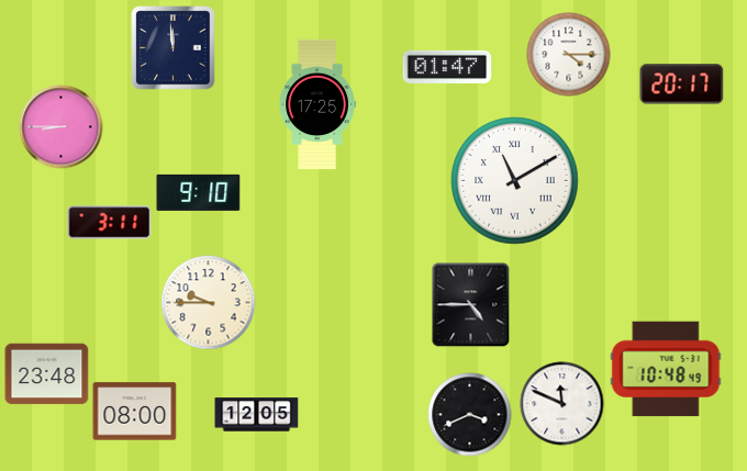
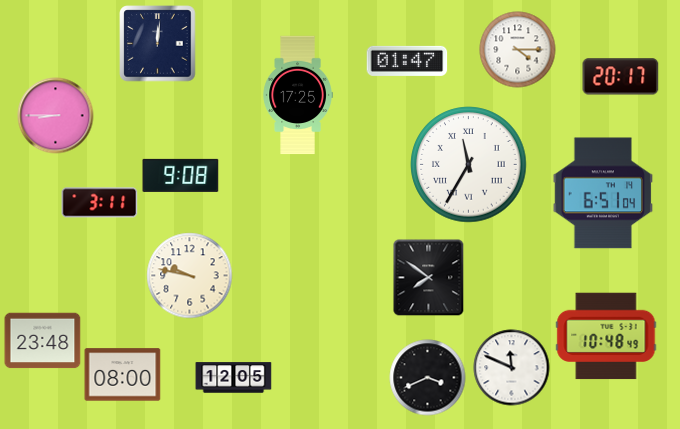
clock at (174, 48): 11:59 -> 12:01
clock at (317, 104) position: (317, 104) -> (298, 95)
clock at (515, 181): 11:10 -> 11:35
clock at (199, 192): 9:10 -> 9:08
clock at (603, 193): none -> 6:51
clock at (209, 303): 9:45 -> 9:47
clock at (471, 305): 4:45 -> 7:51
